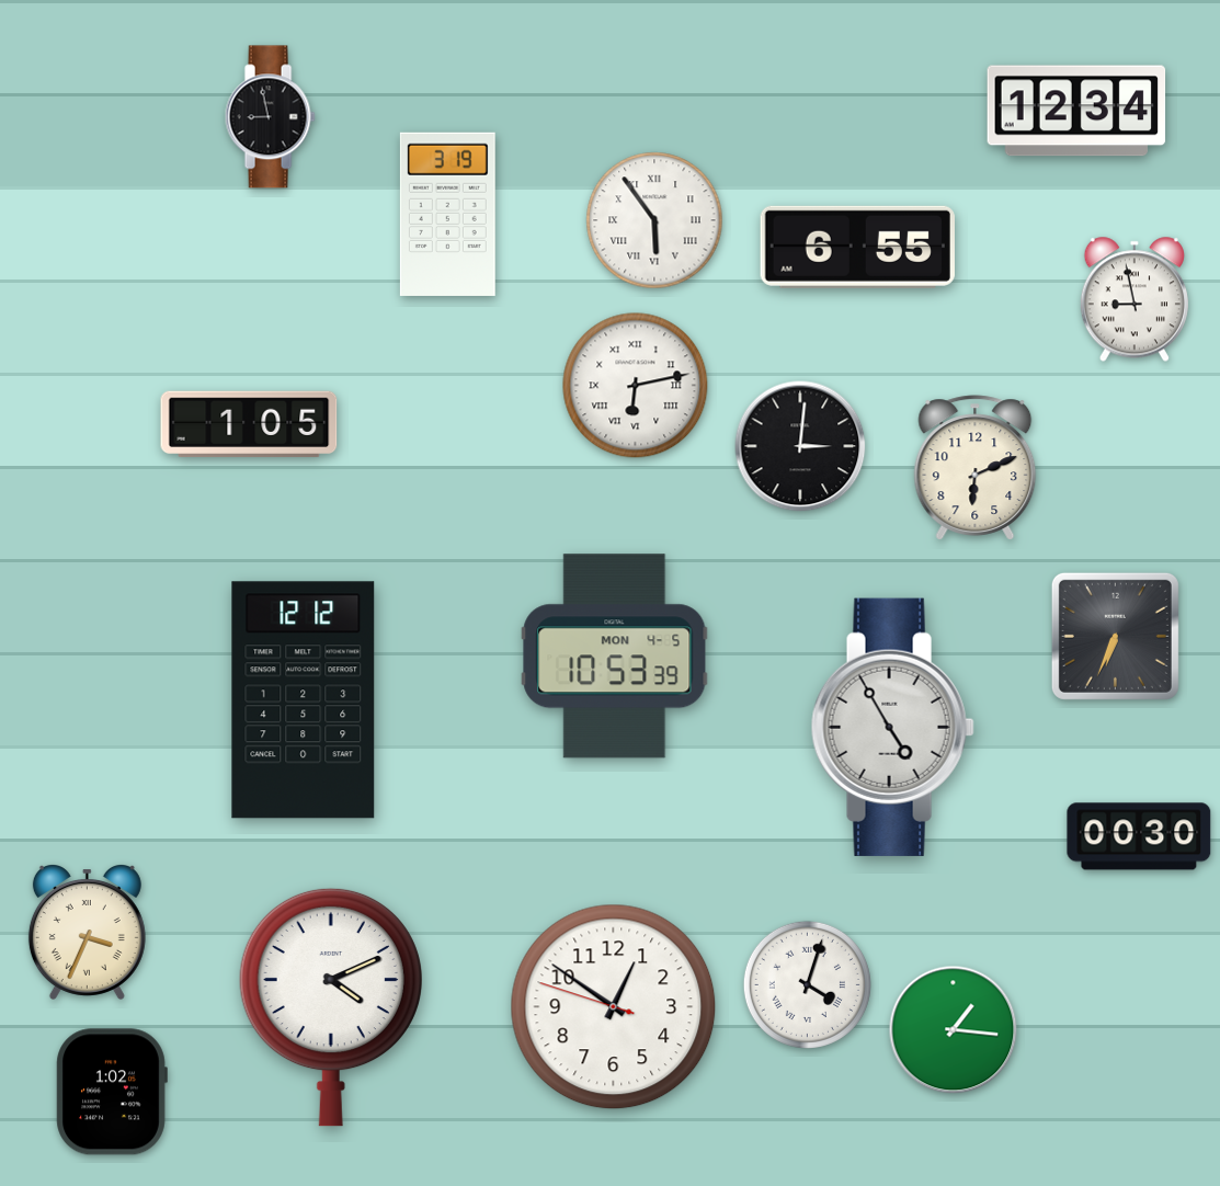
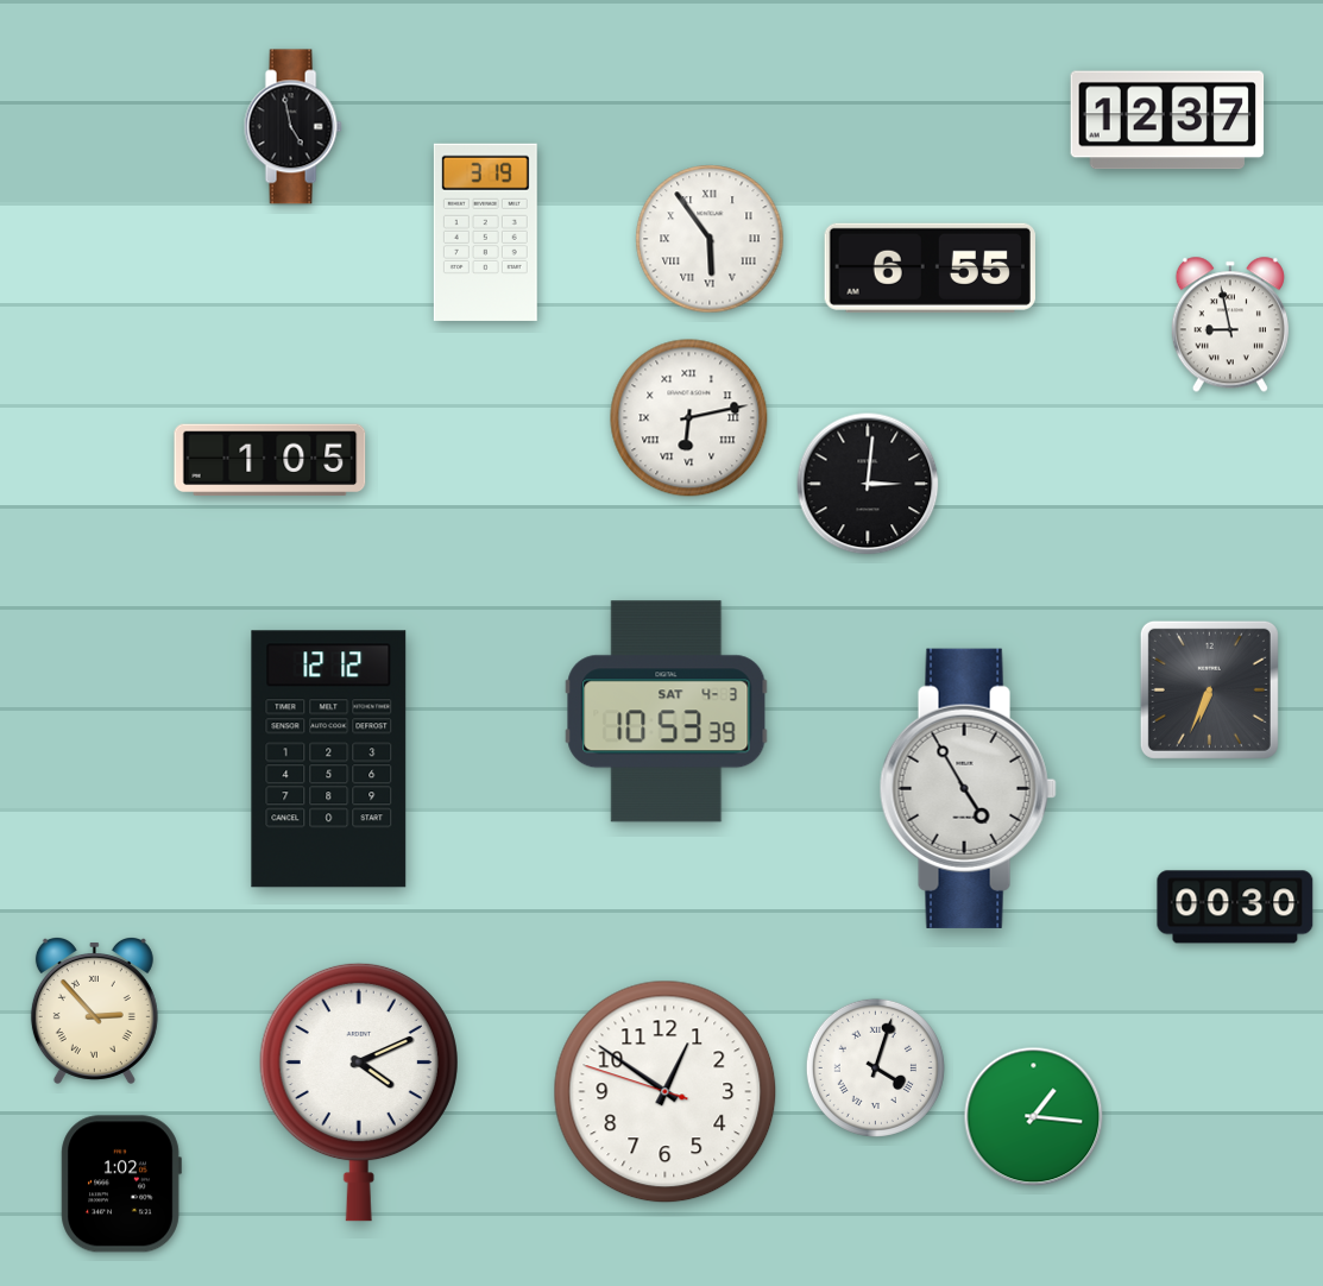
clock at (1076, 111): 12:34 -> 12:37
clock at (270, 117): 8:58 -> 4:58
clock at (976, 468): 6:11 -> none
clock at (615, 657) date: MON 4-5 -> SAT 4-3
clock at (87, 933): 3:34 -> 2:53
